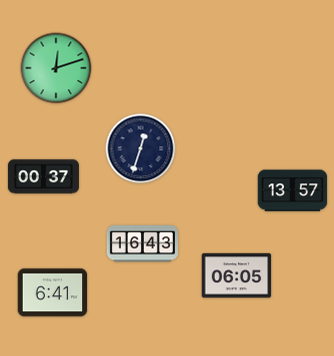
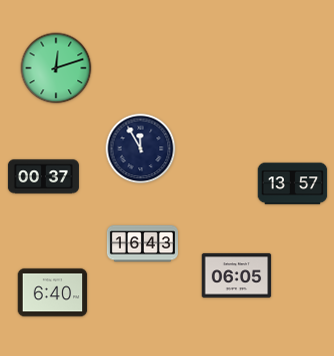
clock at (141, 149): 12:33 -> 11:55
clock at (293, 191) position: (293, 191) -> (293, 184)
clock at (53, 293): 6:41 -> 6:40
